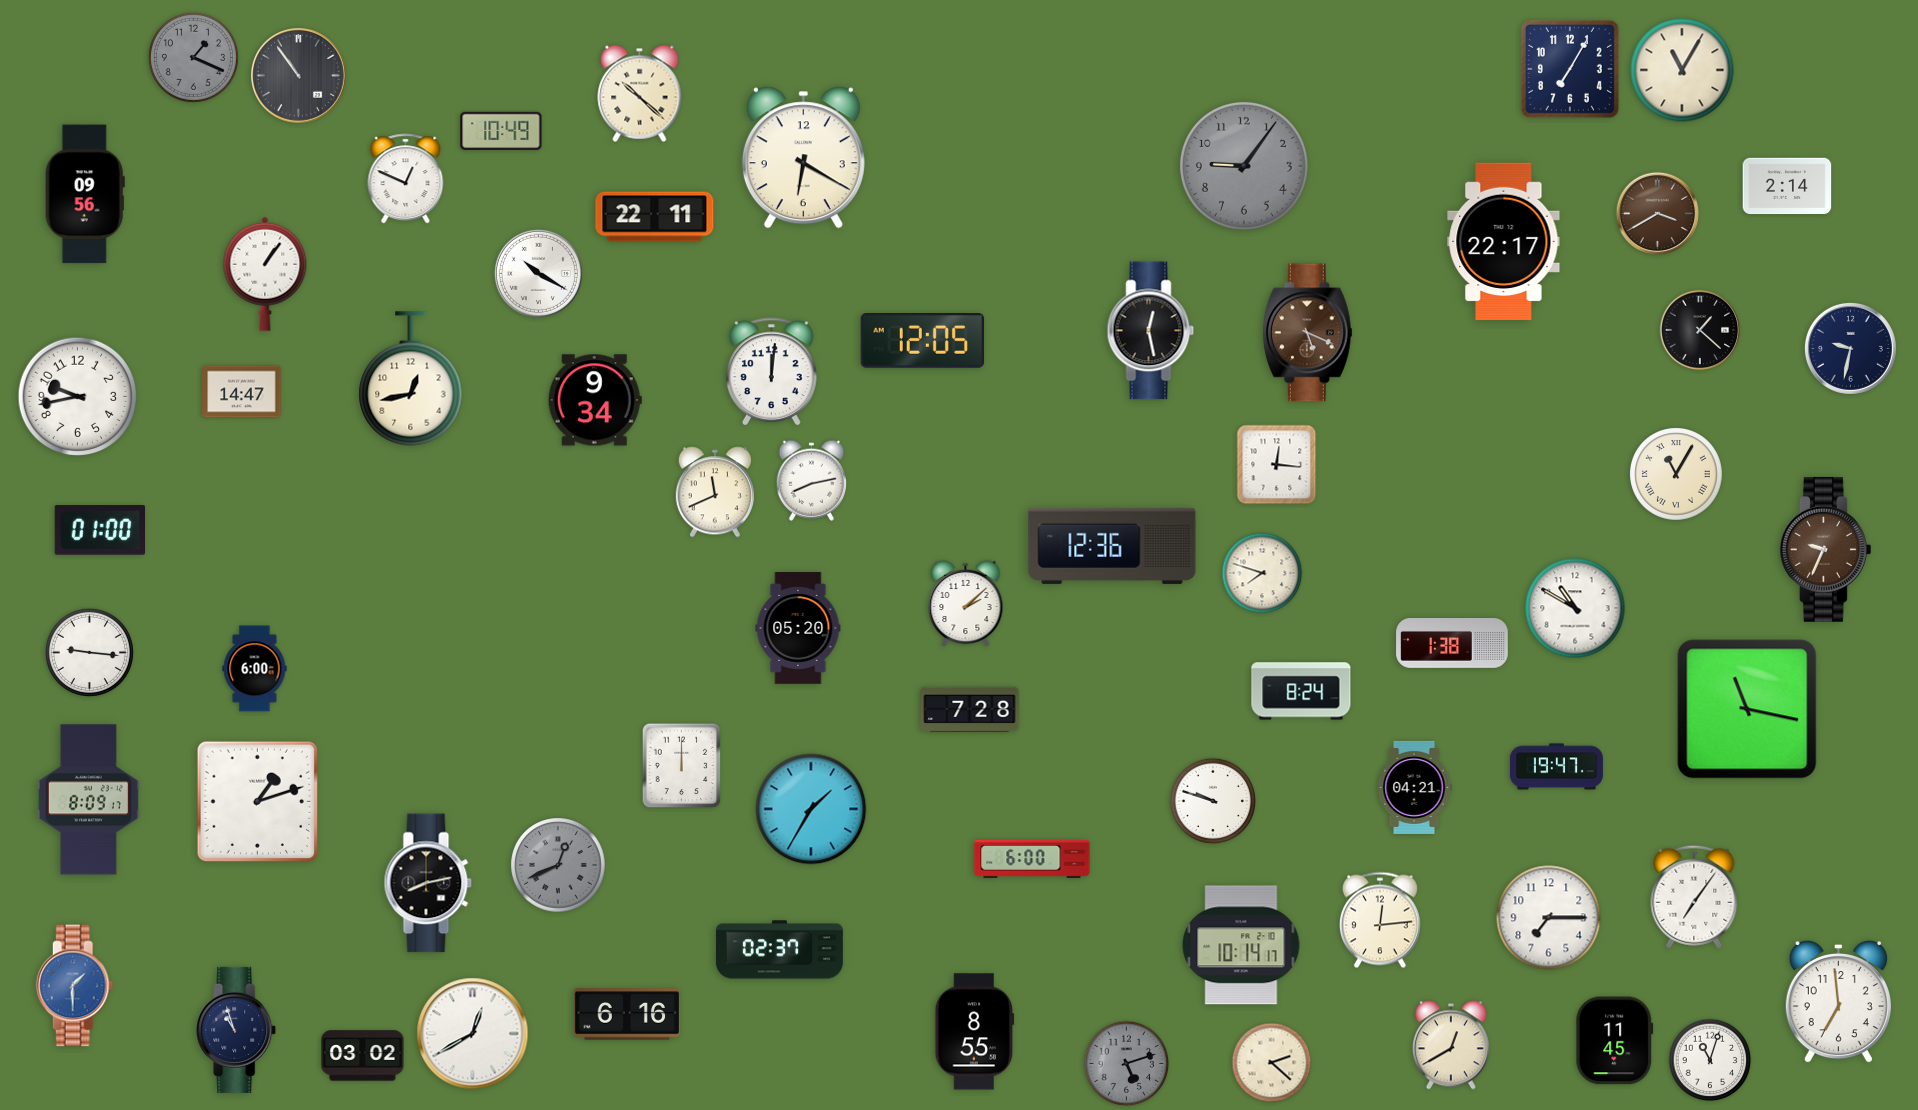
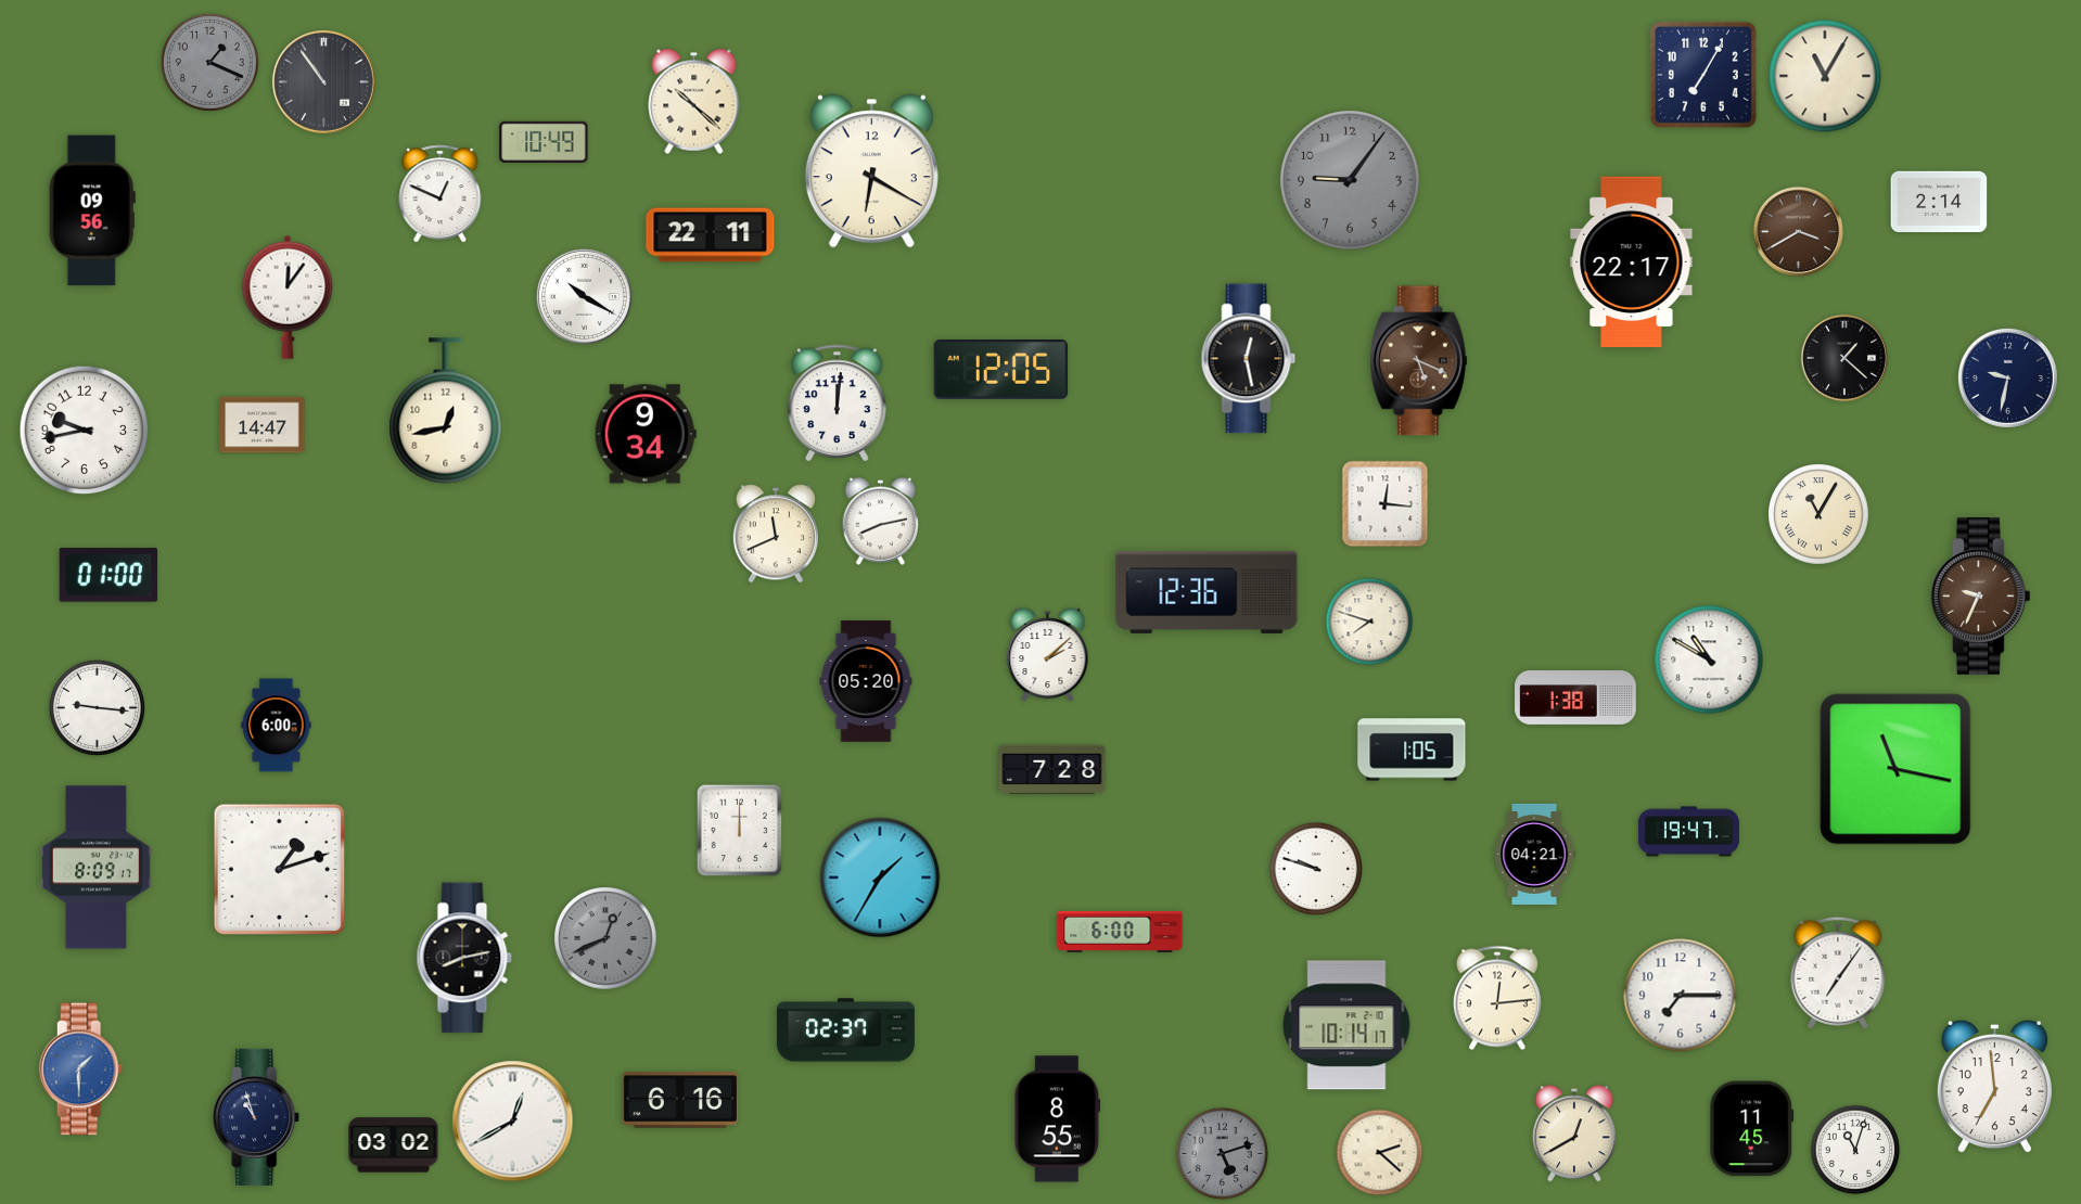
clock at (265, 274): 1:06 -> 12:06
clock at (1301, 691): 8:24 -> 1:05
